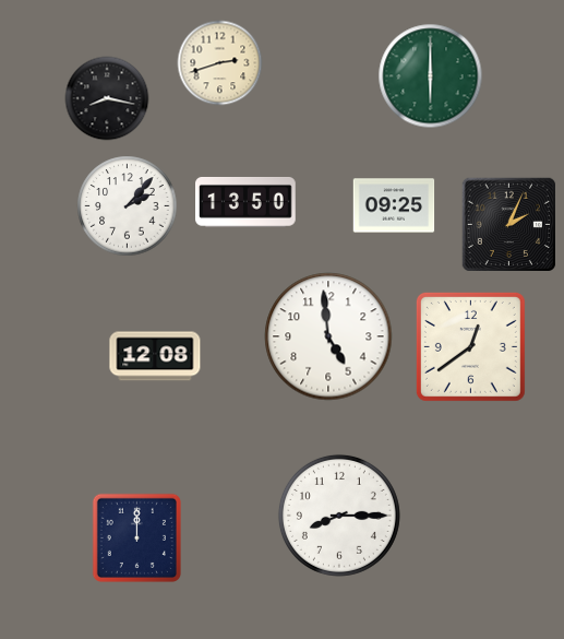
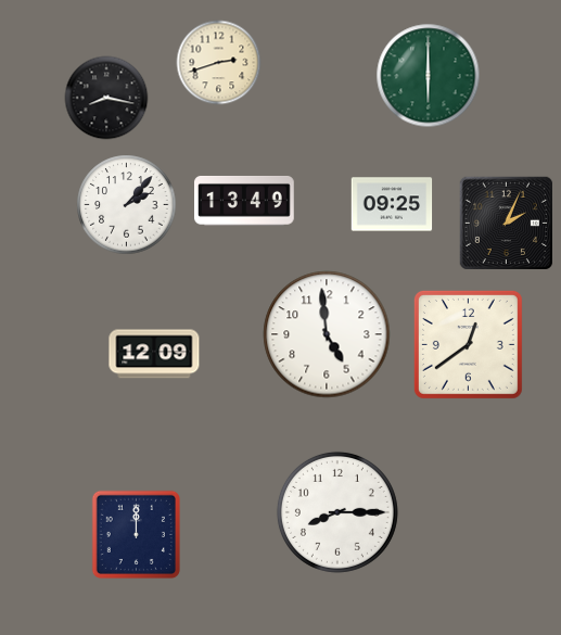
clock at (245, 202): 13:50 -> 13:49
clock at (155, 356): 12:08 -> 12:09
